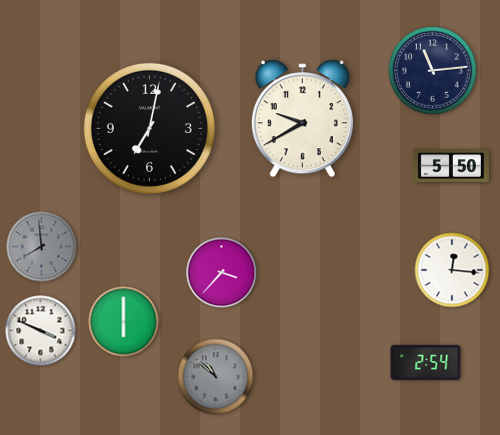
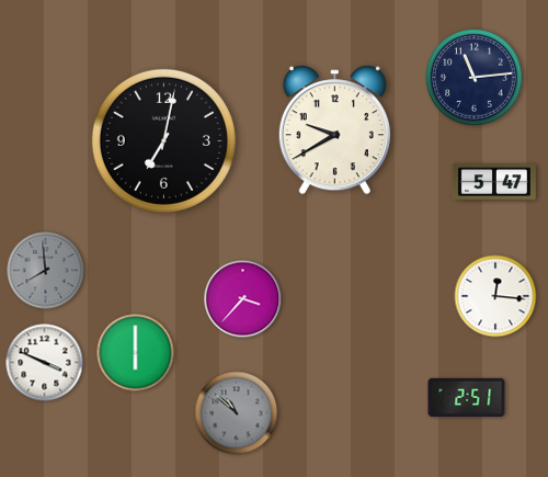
clock at (302, 119) position: (302, 119) -> (334, 130)
clock at (451, 166): 5:50 -> 5:47
clock at (426, 362): 2:54 -> 2:51
